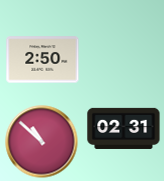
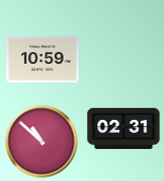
clock at (43, 60): 2:50 -> 10:59
